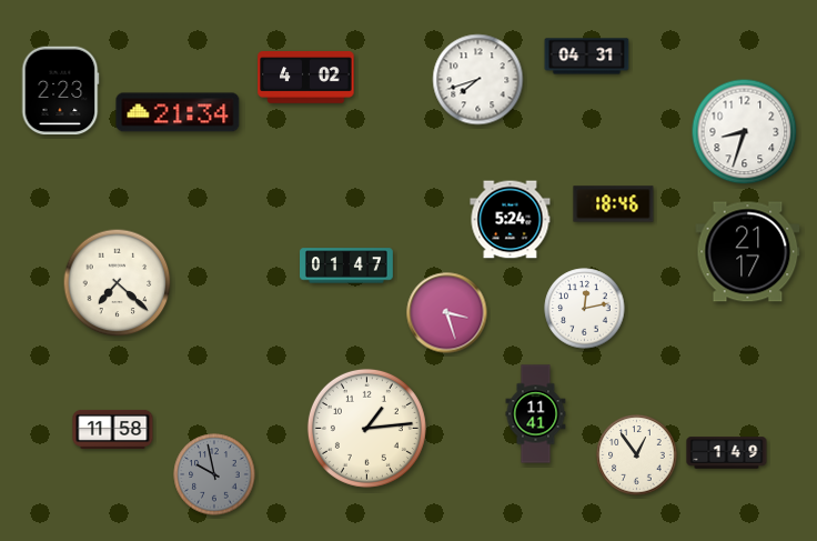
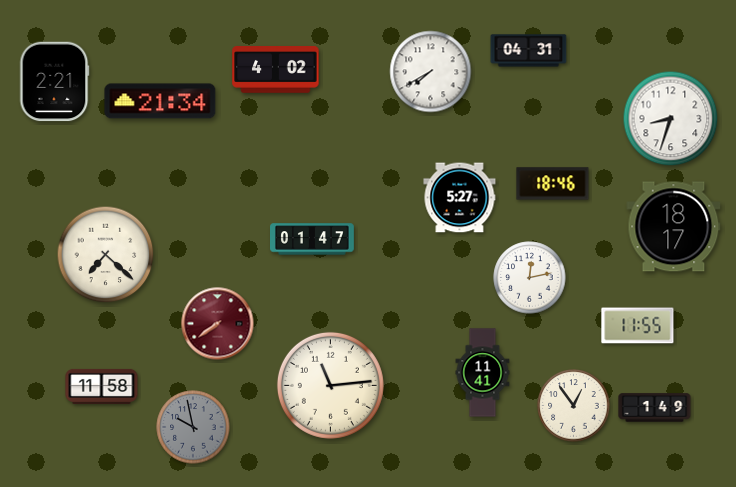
clock at (478, 80): 7:42 -> 7:40
clock at (60, 91): 2:23 -> 2:21
clock at (511, 220): 5:24 -> 5:27
clock at (748, 252): 21:17 -> 18:17
clock at (585, 309) position: (585, 309) -> (530, 278)
clock at (447, 313): 3:27 -> none
clock at (218, 324): none -> 7:39
clock at (638, 326): none -> 11:55
clock at (366, 428): 1:14 -> 11:14
clock at (637, 455) position: (637, 455) -> (574, 406)
